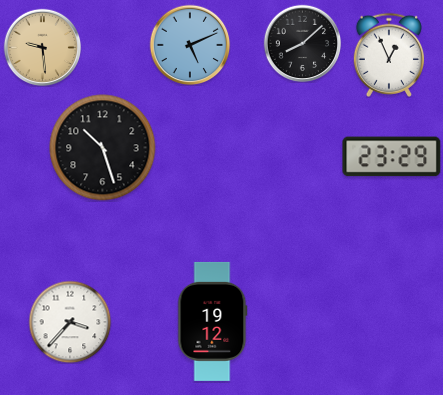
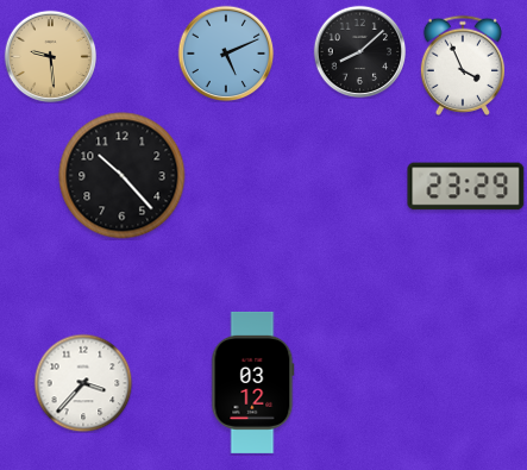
clock at (388, 55): 12:56 -> 3:56
clock at (103, 148): 10:27 -> 10:23
clock at (213, 321): 19:12 -> 03:12
